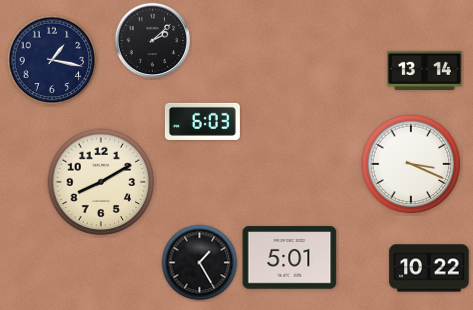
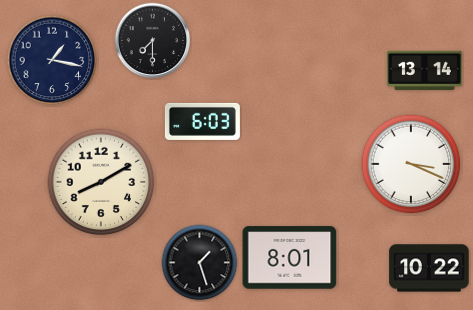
clock at (153, 41): 2:08 -> 7:30
clock at (290, 258): 5:01 -> 8:01
clock at (200, 263): 1:25 -> 1:27
